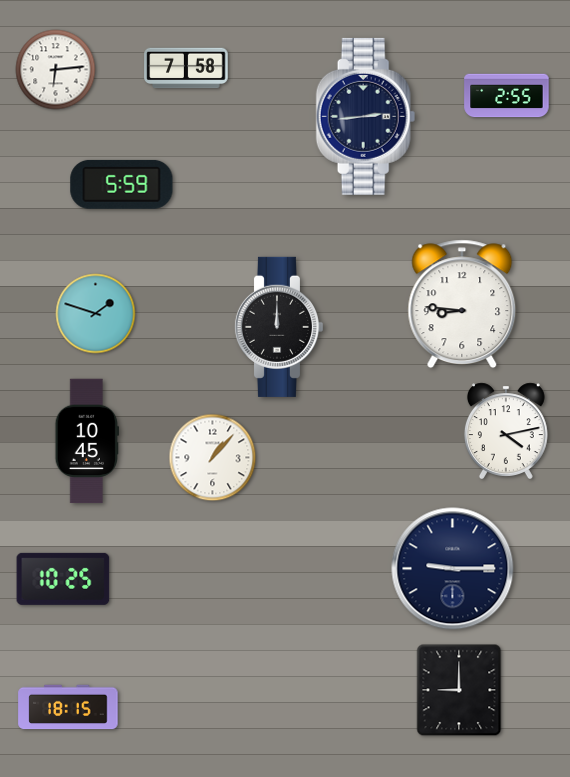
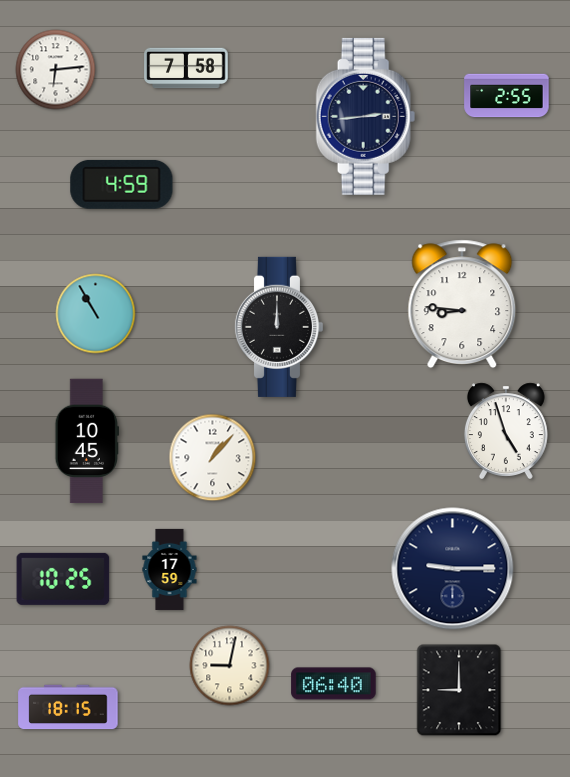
clock at (122, 184): 5:59 -> 4:59
clock at (96, 314): 1:48 -> 10:55
clock at (506, 431): 4:13 -> 4:57
clock at (170, 569): none -> 17:59
clock at (230, 666): none -> 9:02
clock at (334, 684): none -> 06:40
